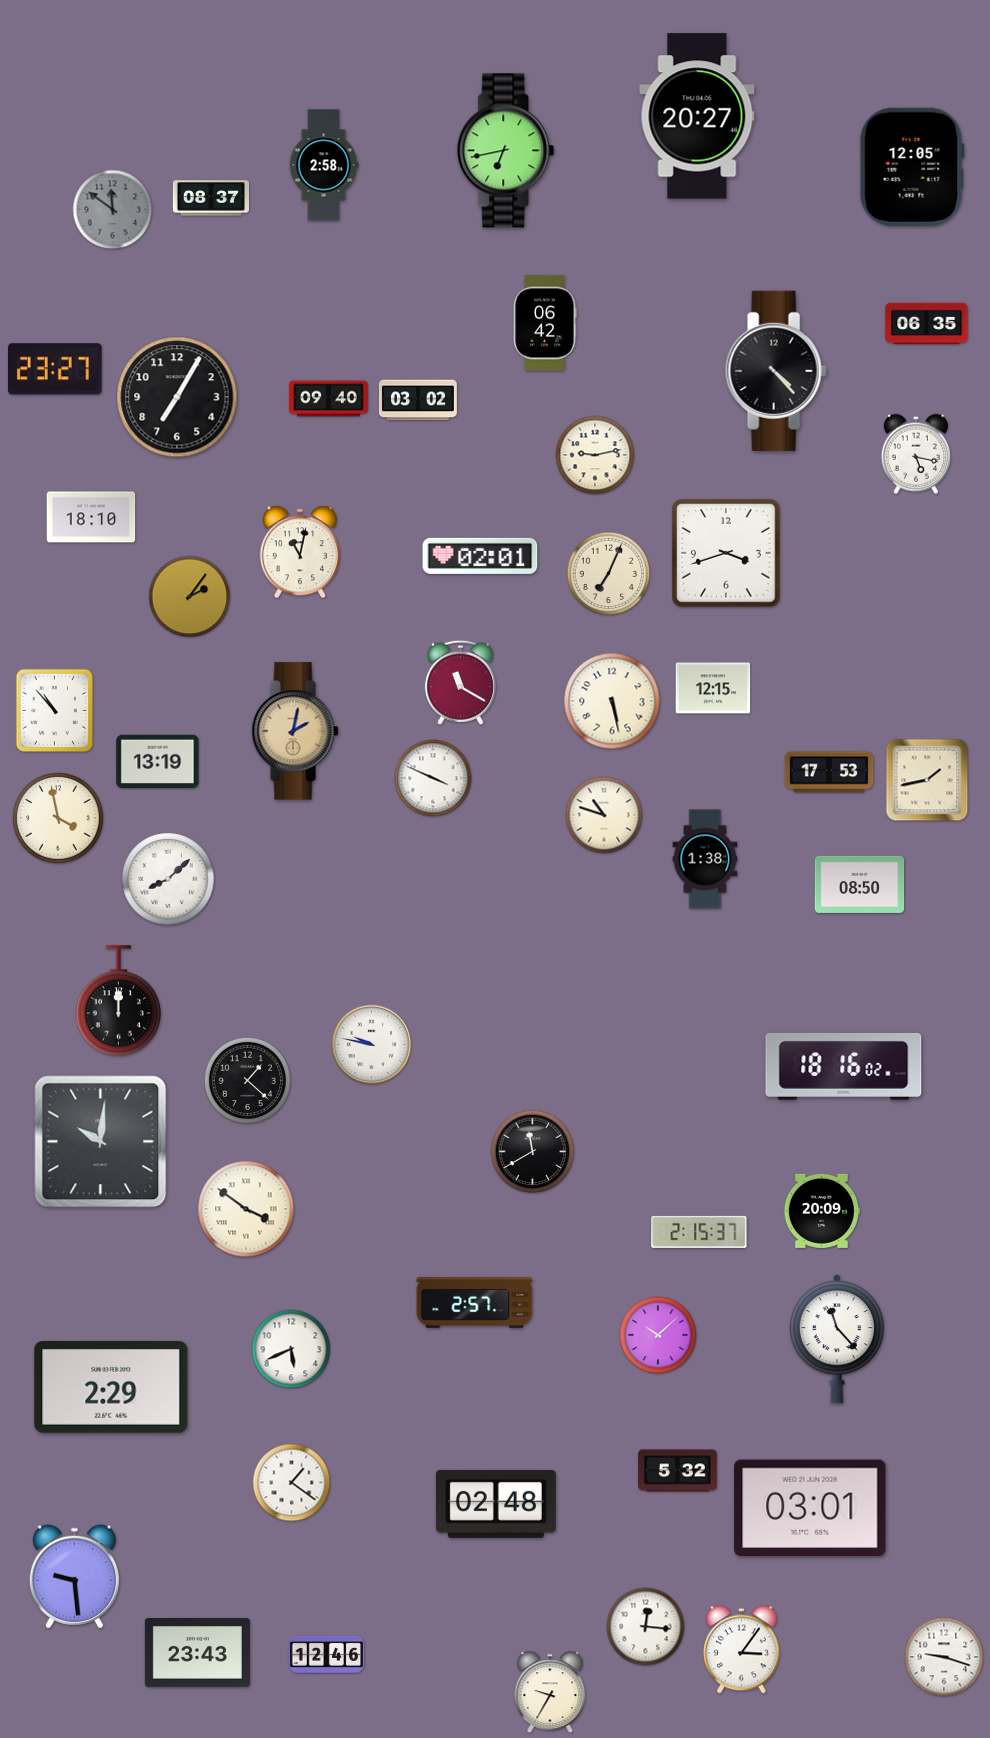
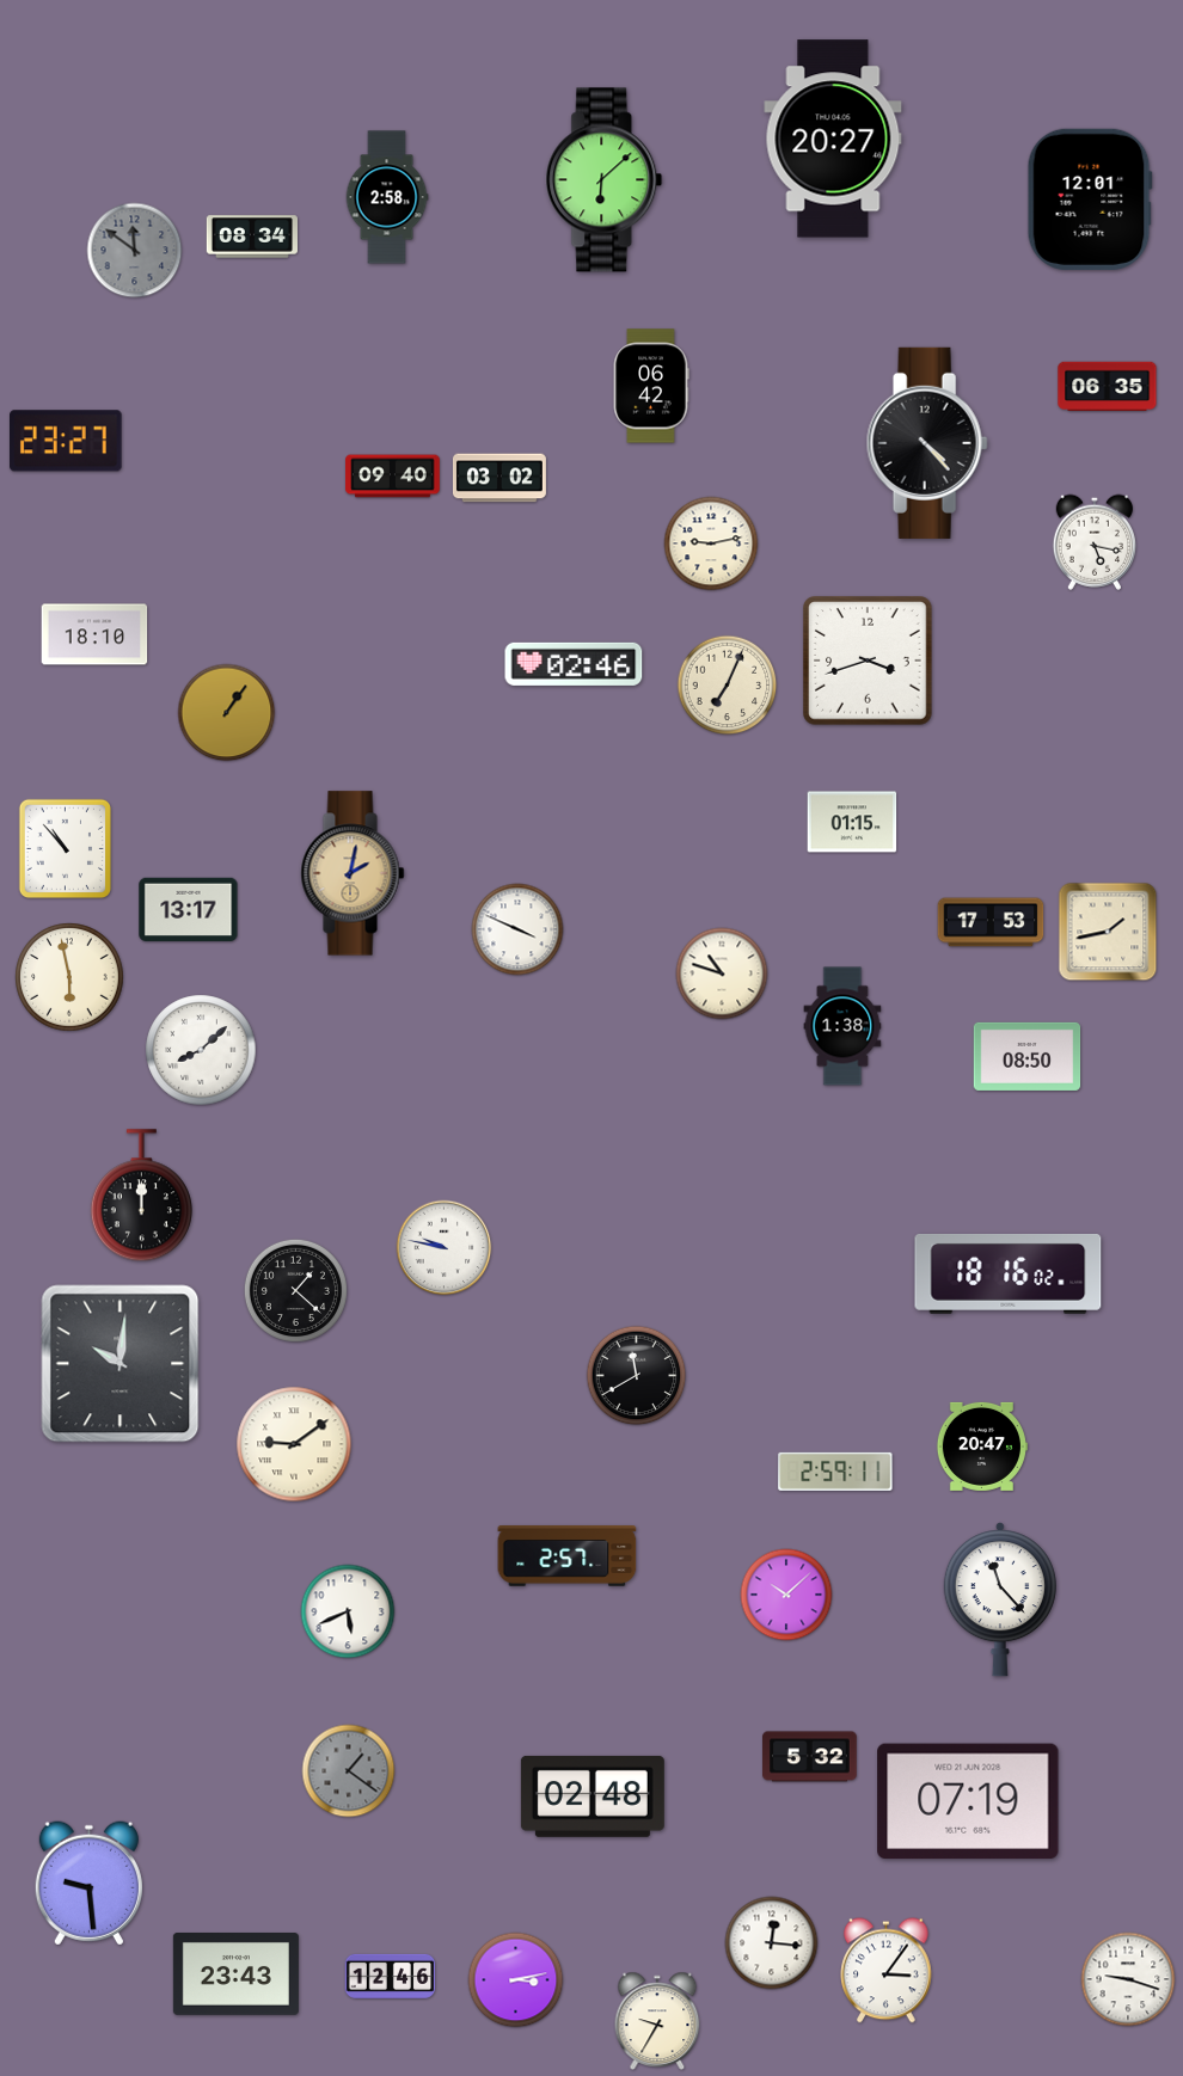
clock at (506, 151): 6:43 -> 6:08
clock at (912, 167): 12:05 -> 12:01
clock at (210, 198): 08:37 -> 08:34
clock at (177, 397): 7:05 -> none
clock at (91, 517) position: (91, 517) -> (94, 634)
clock at (299, 552): 11:02 -> none
clock at (480, 556): 02:01 -> 02:46
clock at (190, 597): 2:06 -> 1:06
clock at (460, 682): 11:20 -> none
clock at (713, 688): 12:15 -> 01:15
clock at (612, 701): 5:28 -> none
clock at (158, 762): 13:19 -> 13:17
clock at (58, 818): 3:58 -> 5:58
clock at (246, 1209): 3:51 -> 9:09
clock at (821, 1211): 20:09 -> 20:47
clock at (699, 1232): 2:15 -> 2:59
clock at (111, 1388): 2:29 -> none
clock at (292, 1483) dial: white -> grey
clock at (810, 1508): 03:01 -> 07:19
clock at (516, 1980): none -> 3:13
